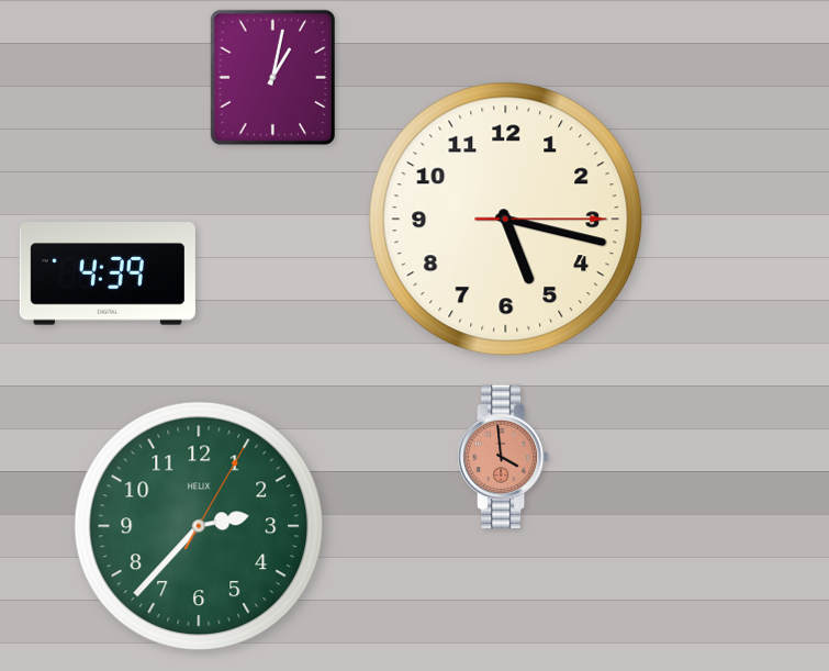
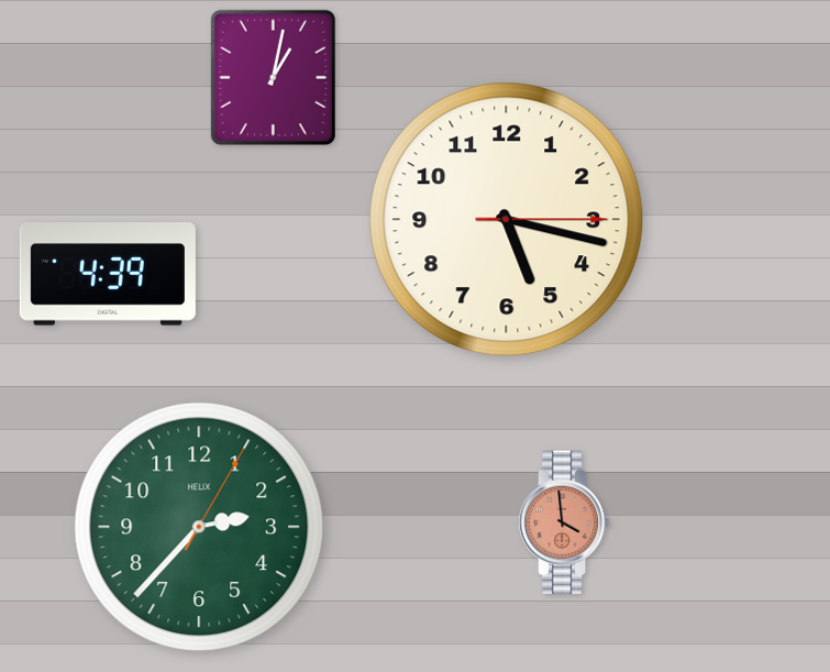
clock at (504, 457) position: (504, 457) -> (565, 522)
